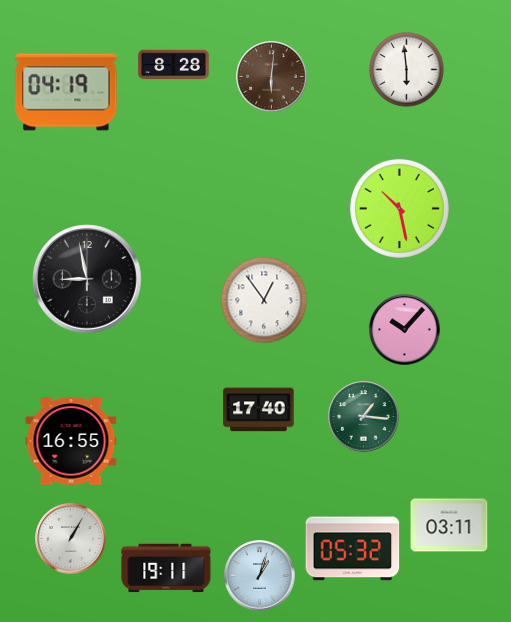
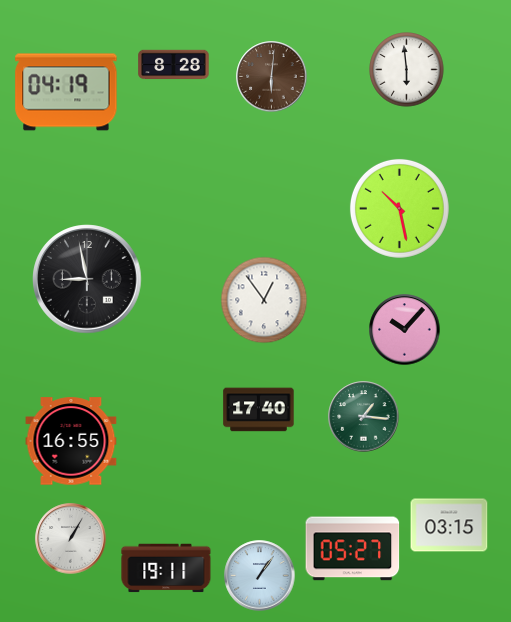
clock at (449, 525): 03:11 -> 03:15
clock at (353, 549): 05:32 -> 05:27
clock at (260, 576): 1:03 -> 1:06
